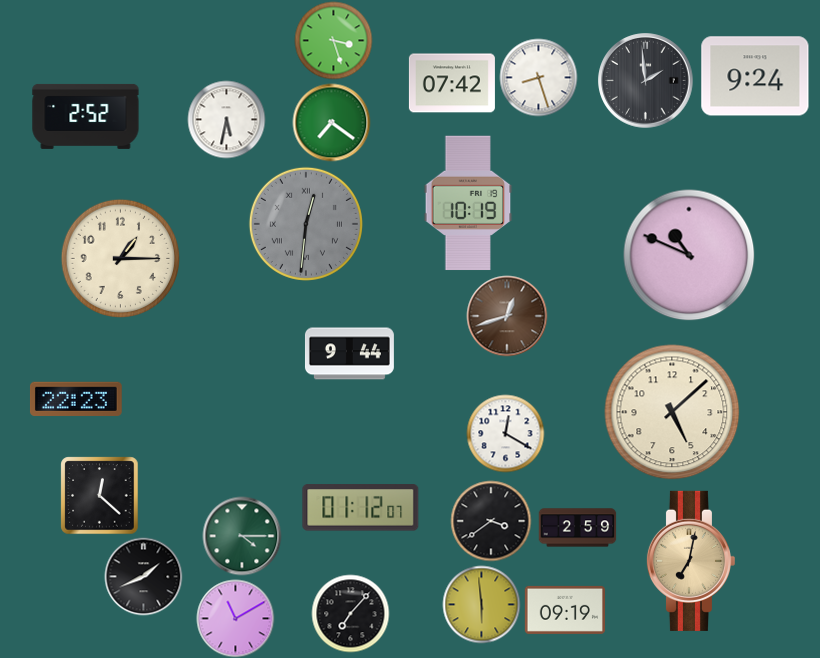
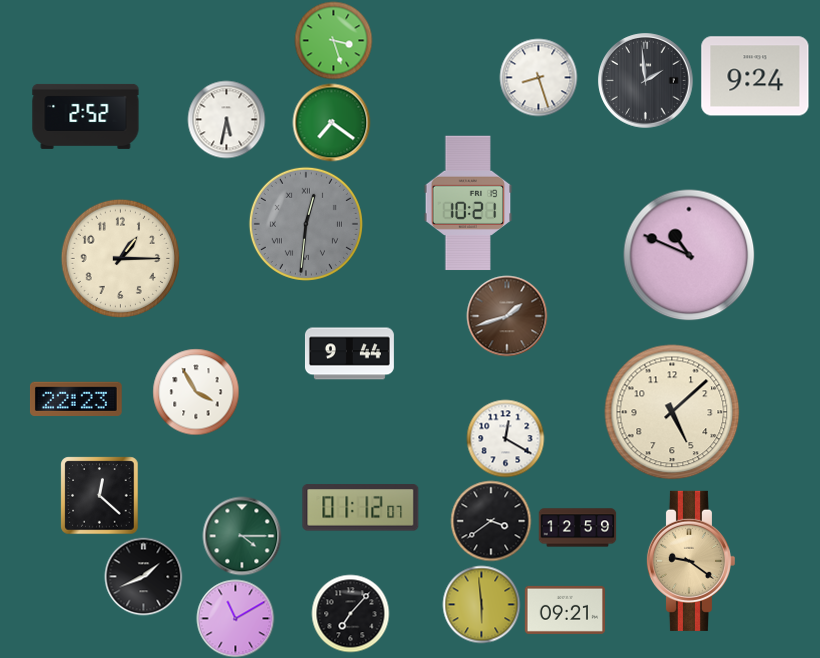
clock at (452, 83): 07:42 -> none
clock at (468, 203): 10:19 -> 10:21
clock at (507, 316): 12:42 -> 1:42
clock at (196, 392): none -> 3:55
clock at (505, 433) position: (505, 433) -> (505, 438)
clock at (577, 528): 2:59 -> 12:59
clock at (690, 561): 7:02 -> 9:21
clock at (564, 610): 09:19 -> 09:21
